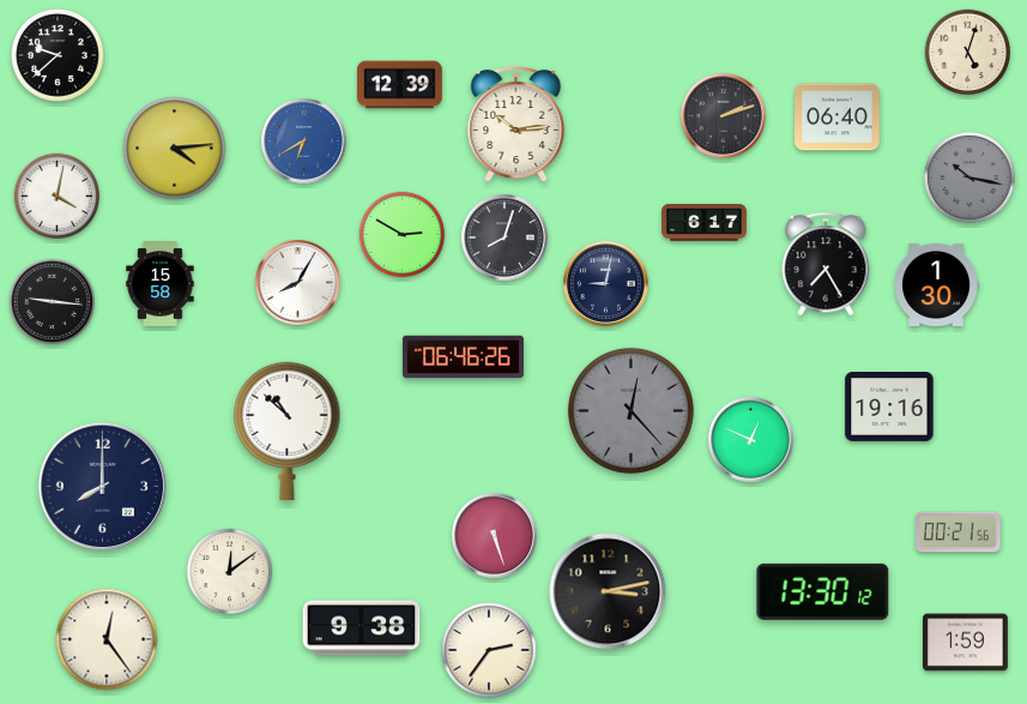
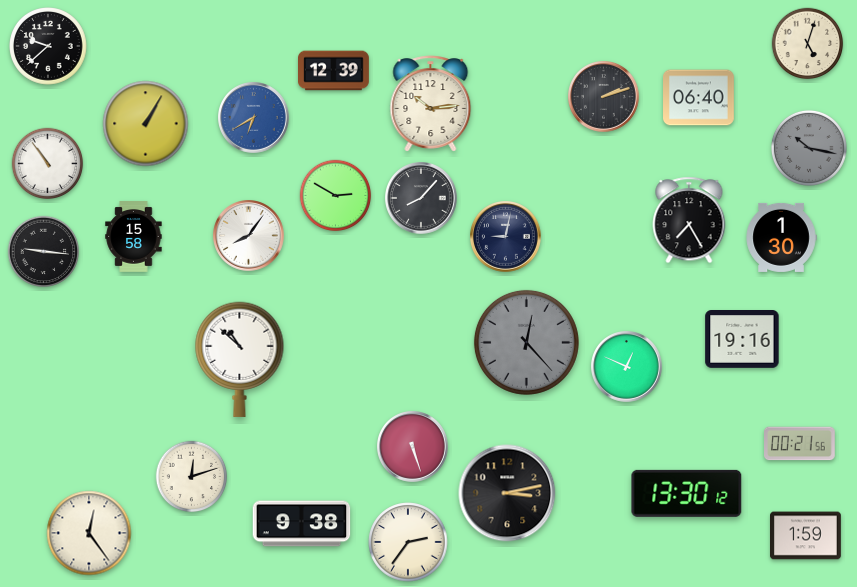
clock at (175, 149): 4:14 -> 1:05
clock at (58, 197): 4:02 -> 10:54
clock at (705, 223): 6:17 -> none
clock at (505, 237): 8:03 -> 8:07
clock at (298, 283): 8:05 -> 8:06
clock at (463, 357): 06:46 -> none
clock at (102, 486): 8:00 -> none
clock at (230, 572): 12:09 -> 12:12
